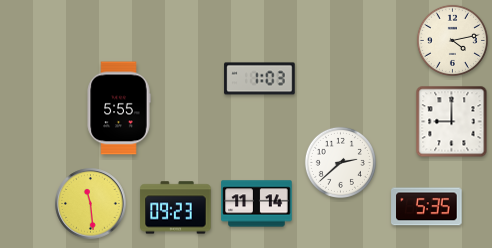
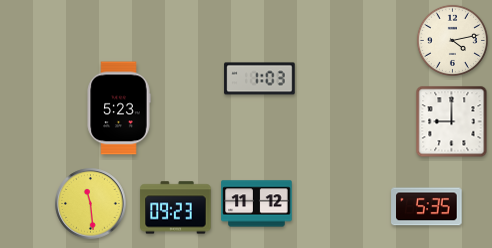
clock at (119, 108): 5:55 -> 5:23
clock at (340, 162): 2:38 -> none
clock at (257, 204): 11:14 -> 11:12
